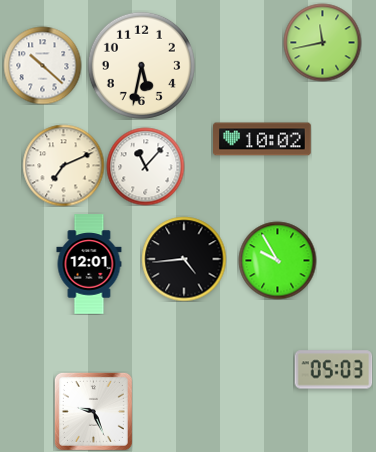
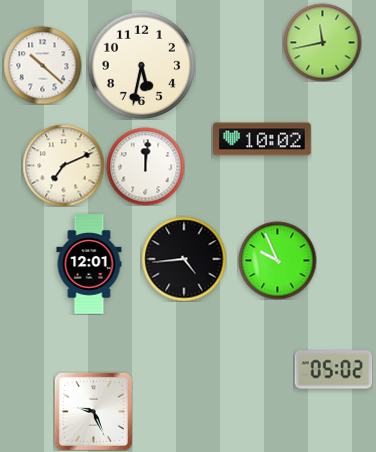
clock at (145, 166): 11:07 -> 12:01
clock at (277, 260): 9:55 -> 9:56
clock at (333, 370): 05:03 -> 05:02
